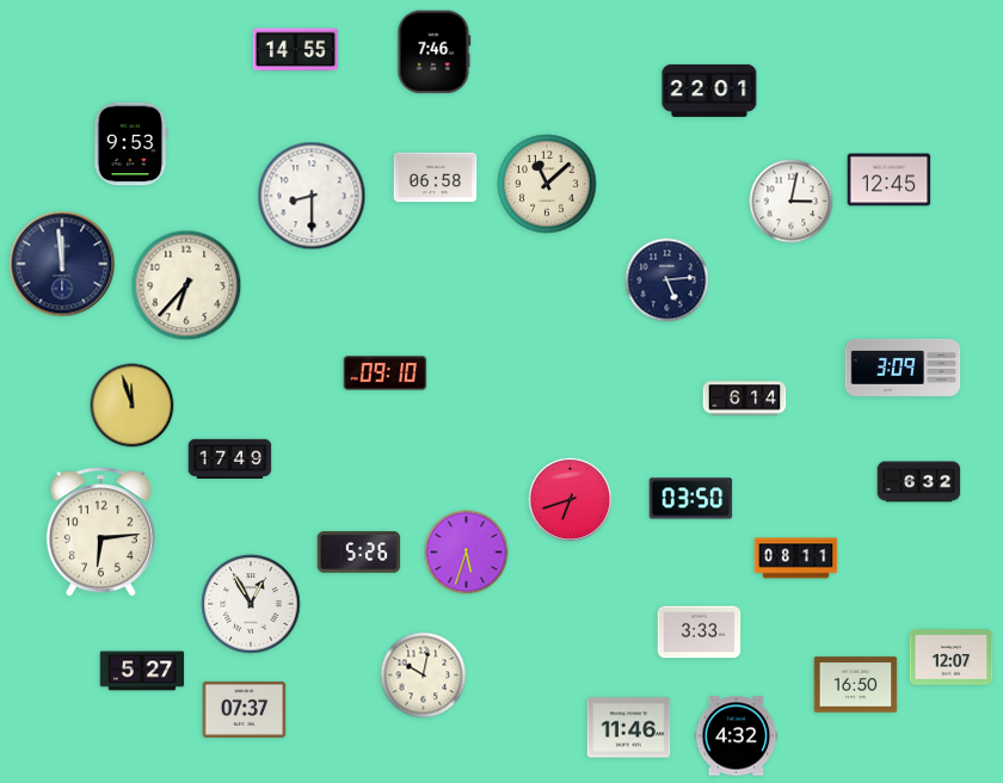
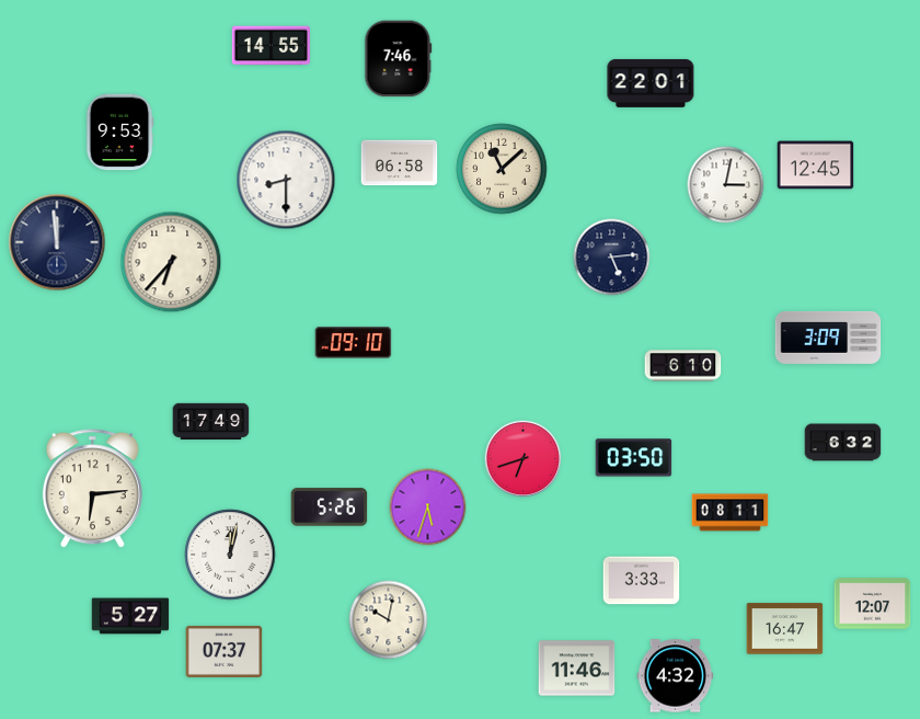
clock at (435, 53) position: (435, 53) -> (399, 59)
clock at (745, 399): 6:14 -> 6:10
clock at (133, 406): 11:57 -> none
clock at (251, 604): 12:55 -> 12:02
clock at (856, 685): 16:50 -> 16:47
